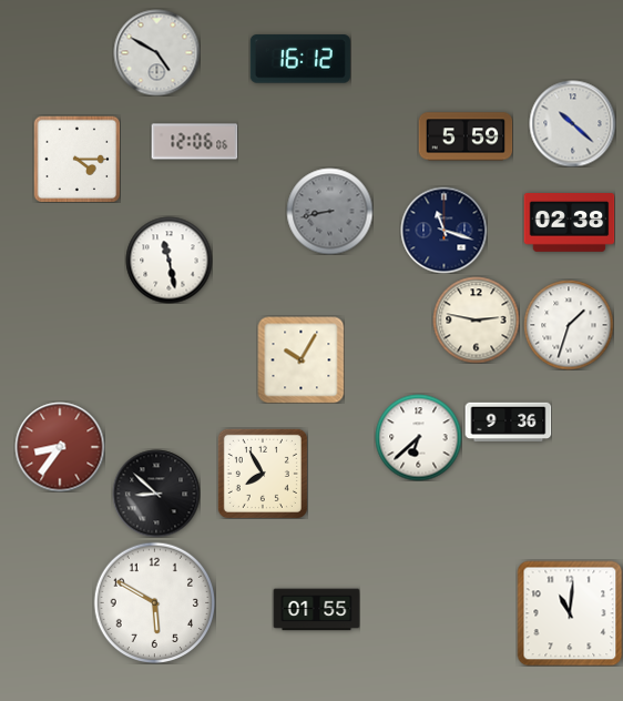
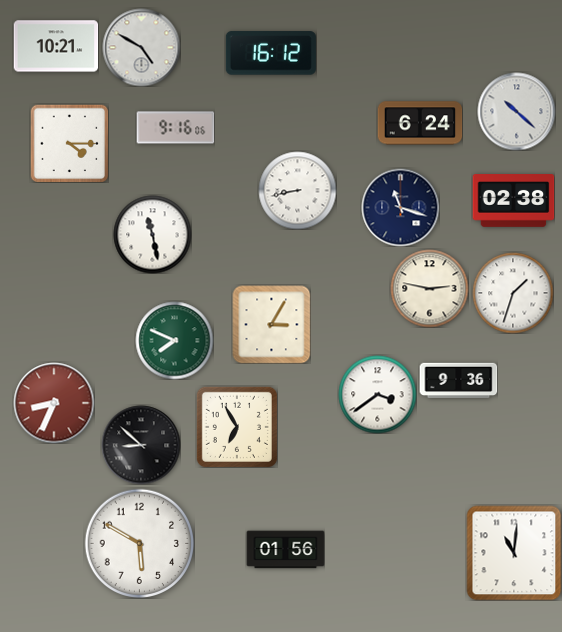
clock at (56, 46): none -> 10:21
clock at (466, 136): 5:59 -> 6:24
clock at (194, 142): 12:06 -> 9:16
clock at (329, 211) dial: grey -> white
clock at (300, 359): 10:05 -> 3:05
clock at (174, 340): none -> 7:49
clock at (418, 437): 6:38 -> 3:39
clock at (60, 447): 8:36 -> 8:34
clock at (263, 474): 7:55 -> 6:55
clock at (316, 610): 01:55 -> 01:56
